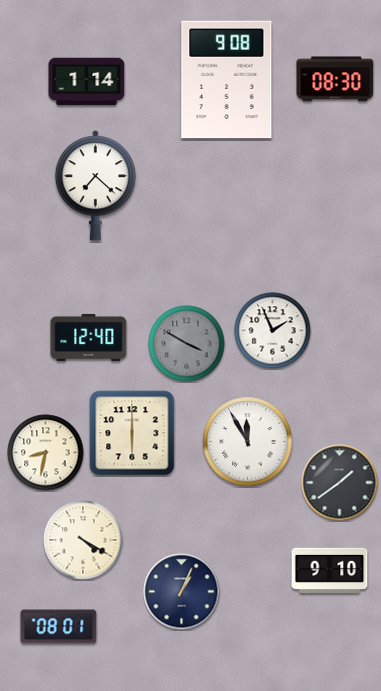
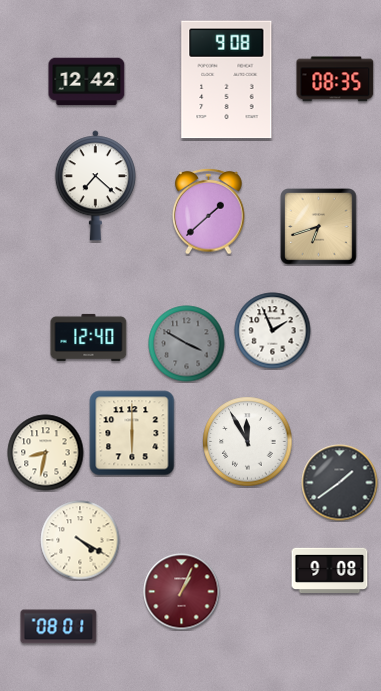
clock at (335, 79): 08:30 -> 08:35
clock at (87, 82): 1:14 -> 12:42
clock at (209, 211): none -> 1:38
clock at (319, 227): none -> 6:42
clock at (83, 540) position: (83, 540) -> (80, 540)
clock at (330, 571): 9:10 -> 9:08
clock at (182, 592) dial: navy -> burgundy
